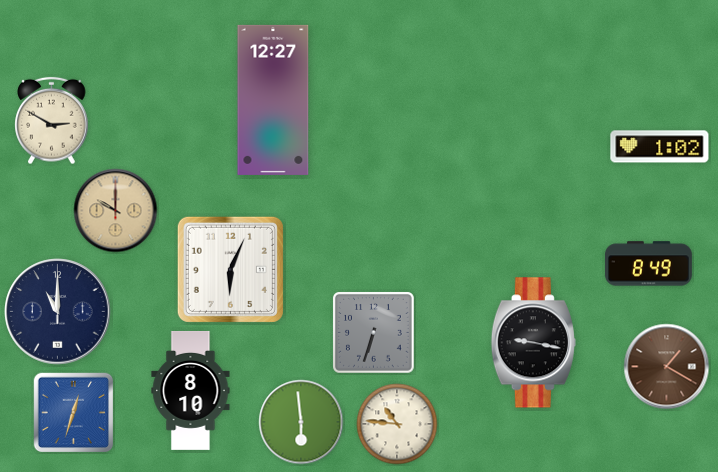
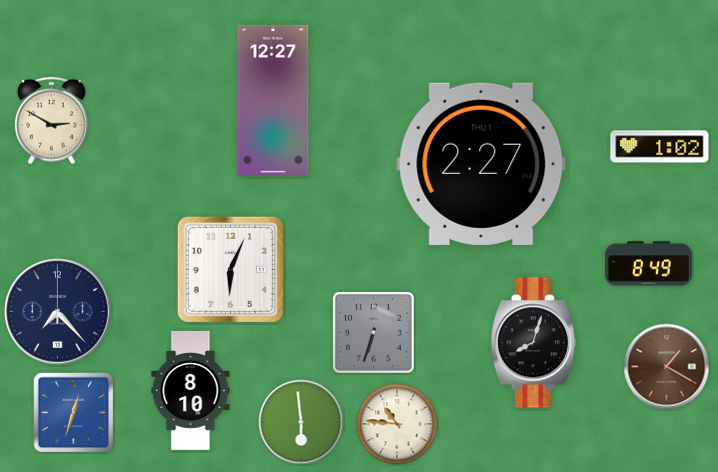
clock at (481, 164): none -> 2:27
clock at (116, 211): 10:00 -> none
clock at (58, 312): 11:00 -> 7:23
clock at (533, 343): 9:17 -> 8:03
